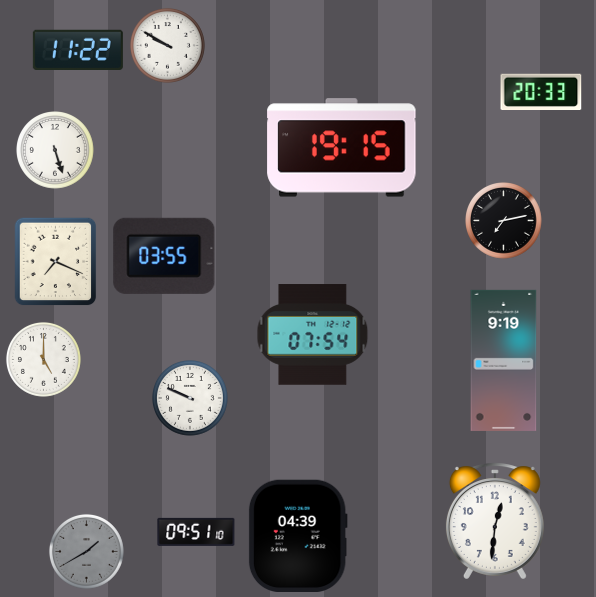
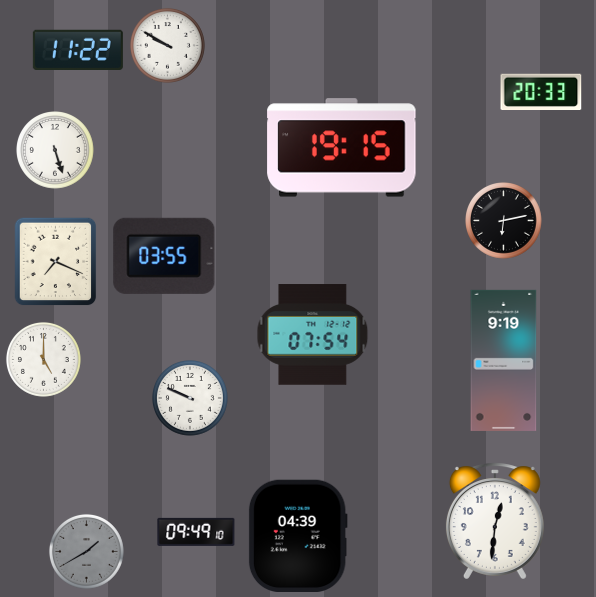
clock at (504, 221): 7:13 -> 6:13
clock at (196, 532): 09:51 -> 09:49
